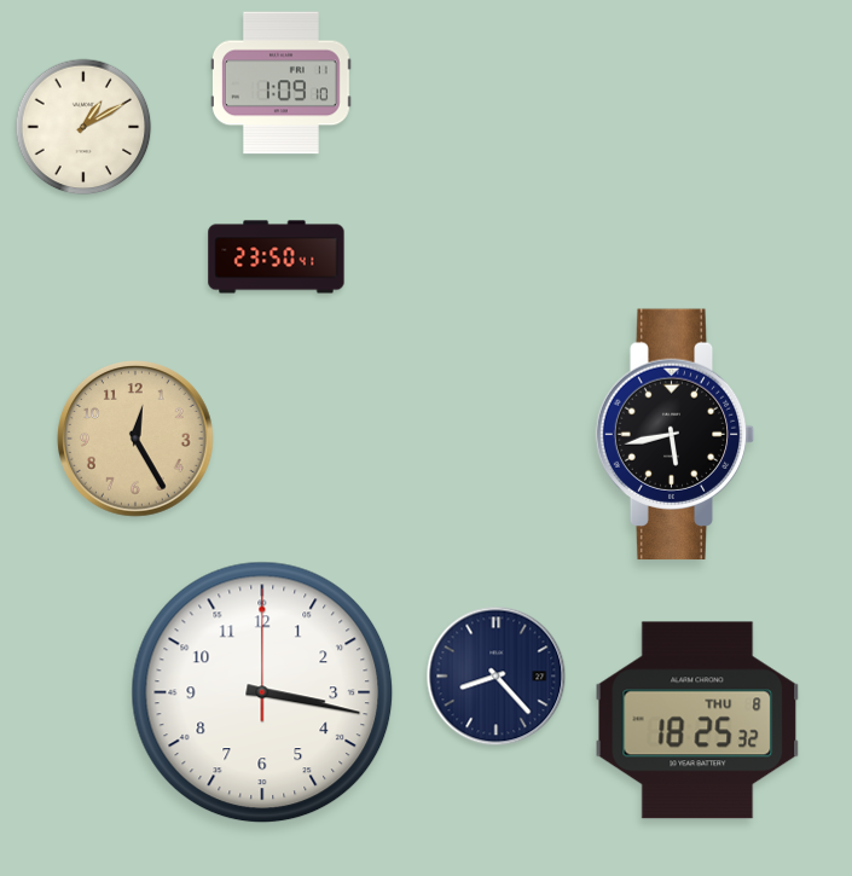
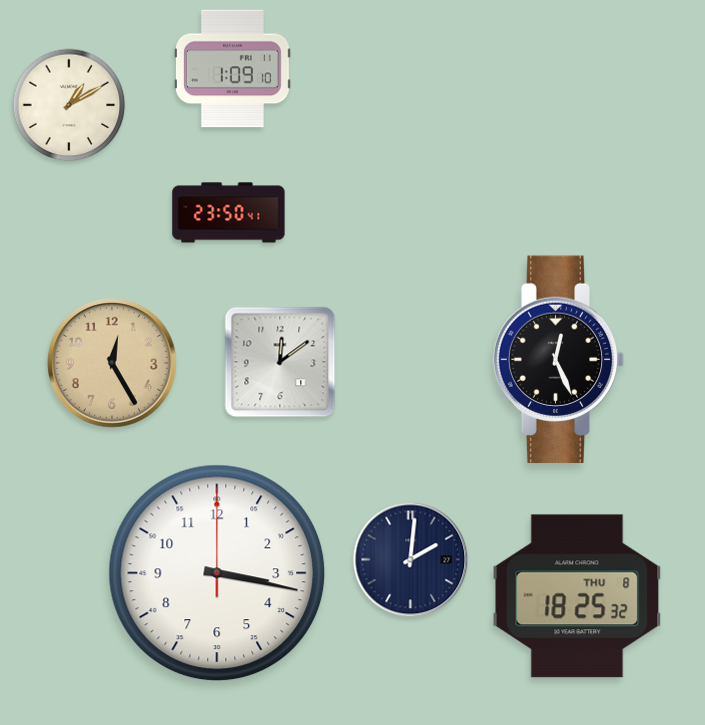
clock at (676, 435): 5:43 -> 12:26
clock at (280, 362): none -> 12:09
clock at (497, 677): 8:23 -> 2:01
